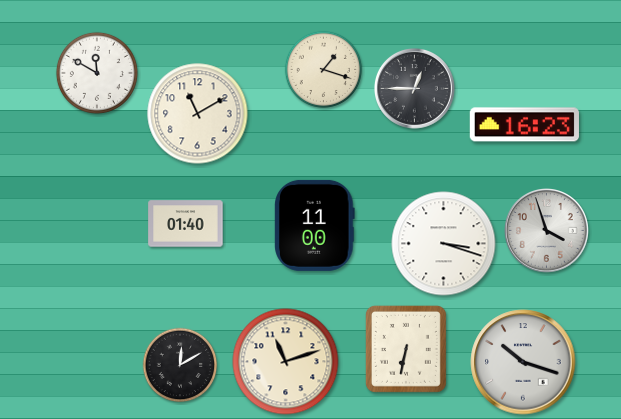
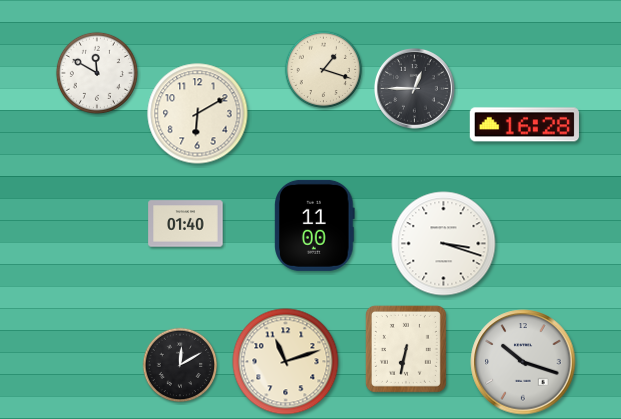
clock at (198, 114): 11:10 -> 6:10
clock at (524, 125): 16:23 -> 16:28
clock at (547, 231): 3:57 -> none
